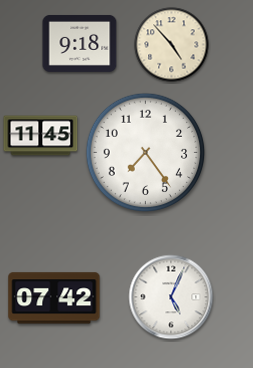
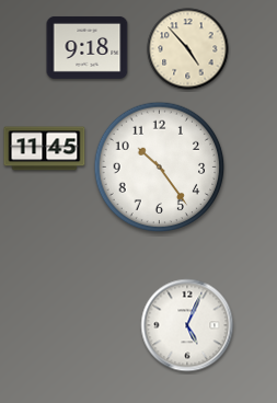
clock at (146, 153): 7:24 -> 10:24
clock at (54, 298): 07:42 -> none
